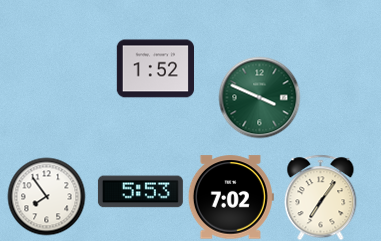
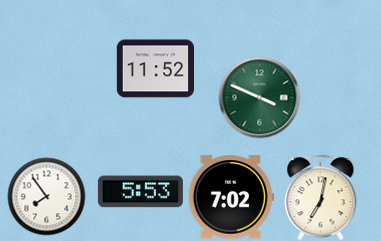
clock at (155, 69): 1:52 -> 11:52
clock at (321, 197): 7:06 -> 7:02
